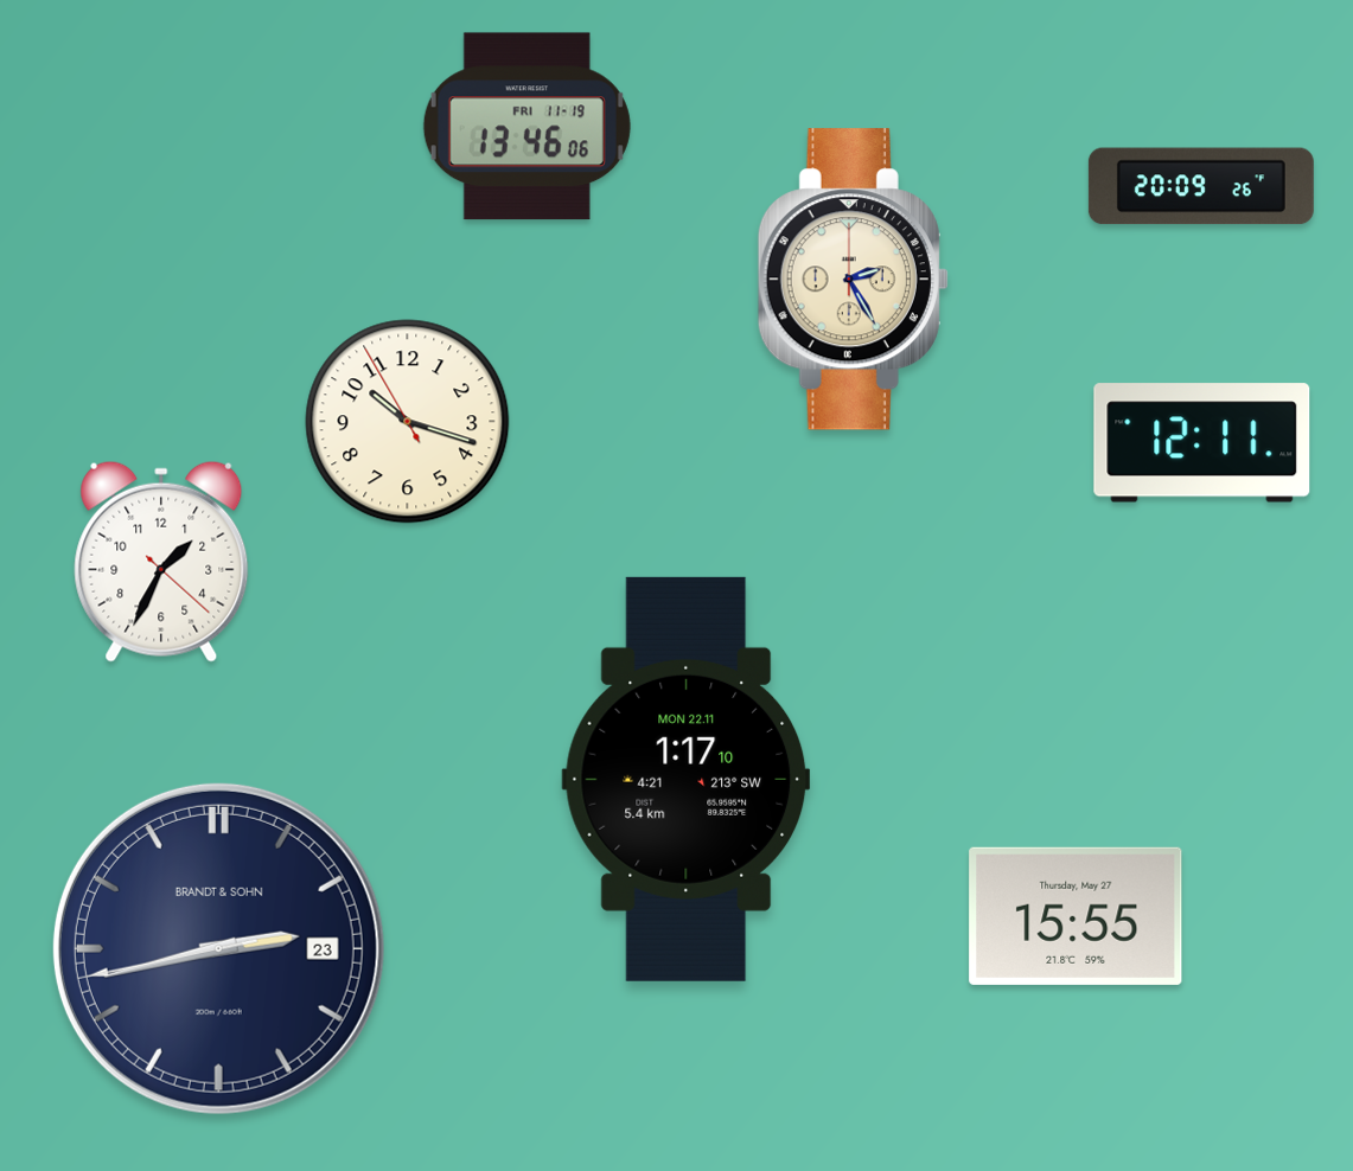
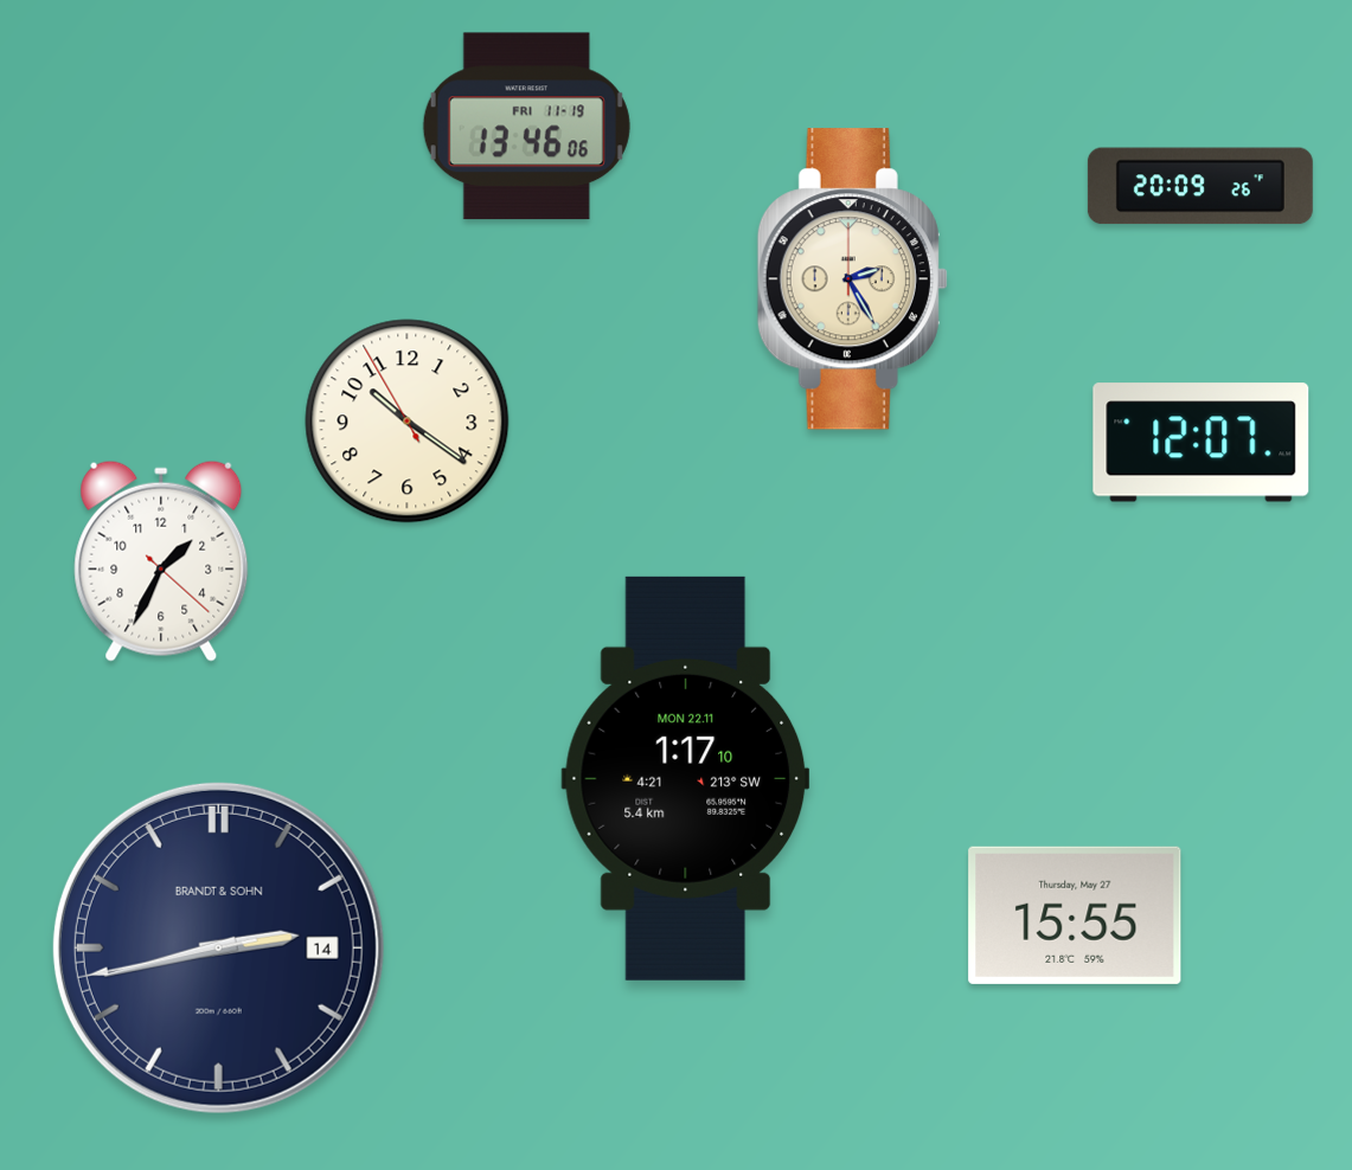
clock at (408, 422): 10:17 -> 10:20
clock at (1202, 443): 12:11 -> 12:07
clock at (218, 948) date: 23 -> 14
